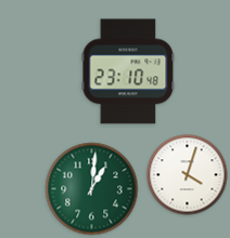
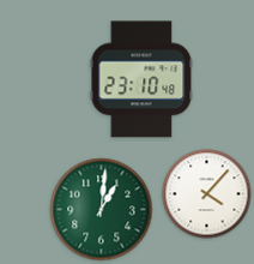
clock at (188, 175): 4:03 -> 4:07
